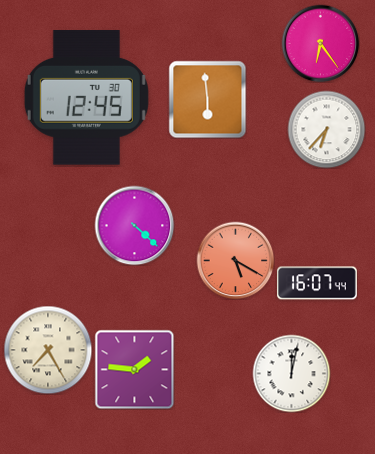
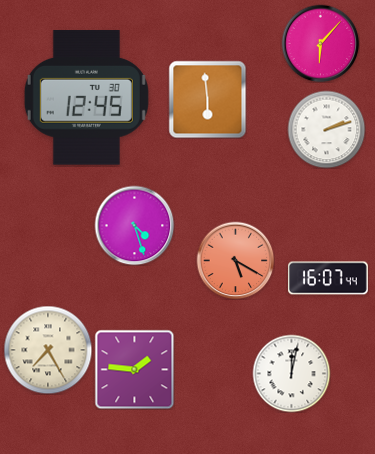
clock at (320, 43): 6:24 -> 6:07
clock at (326, 129): 6:37 -> 2:12
clock at (134, 225): 4:22 -> 4:27
clock at (318, 283) position: (318, 283) -> (329, 278)
